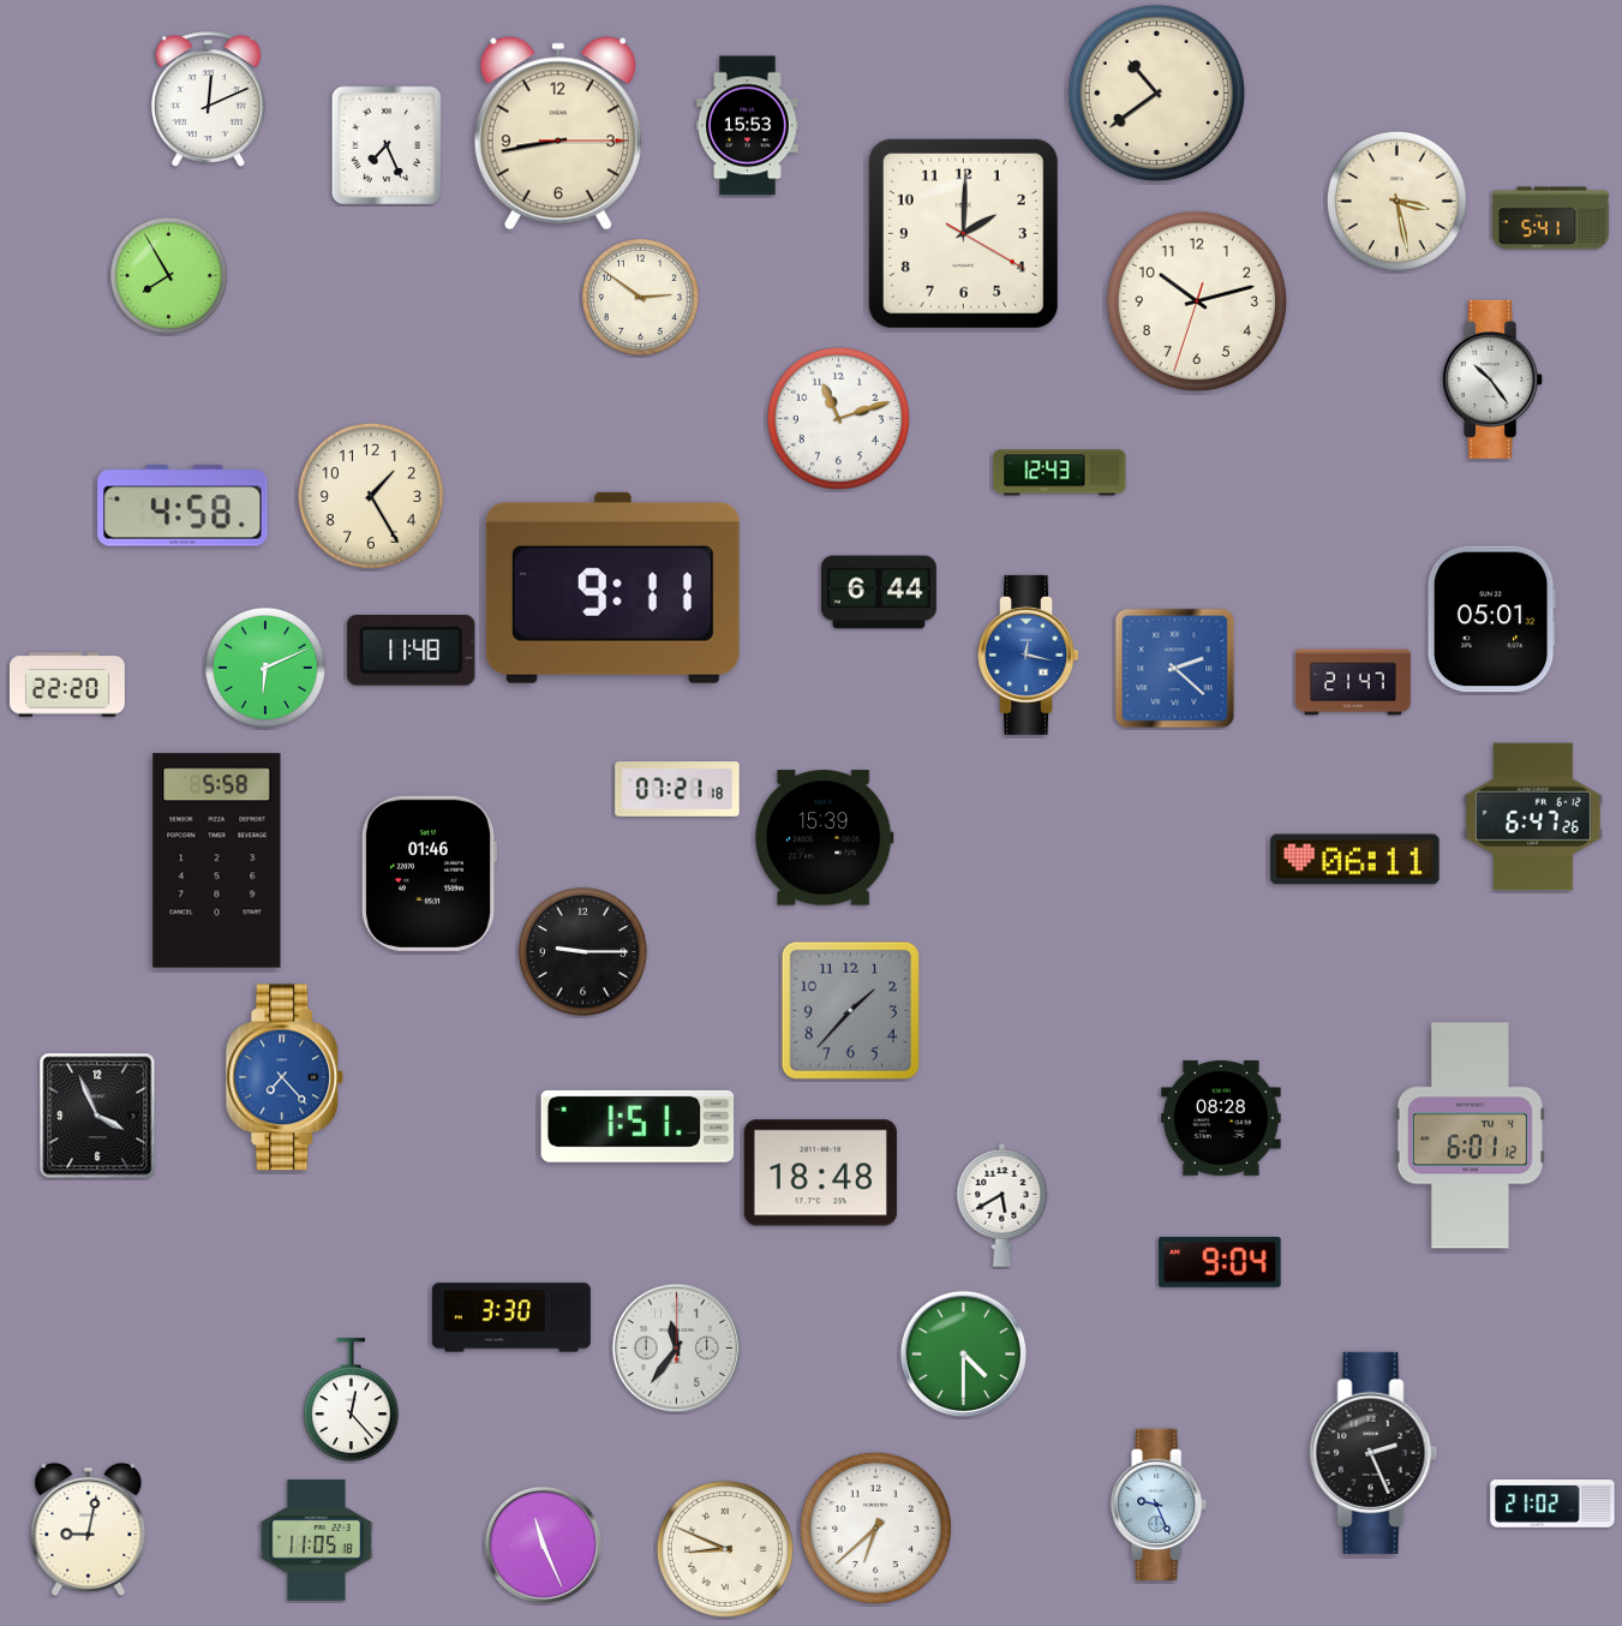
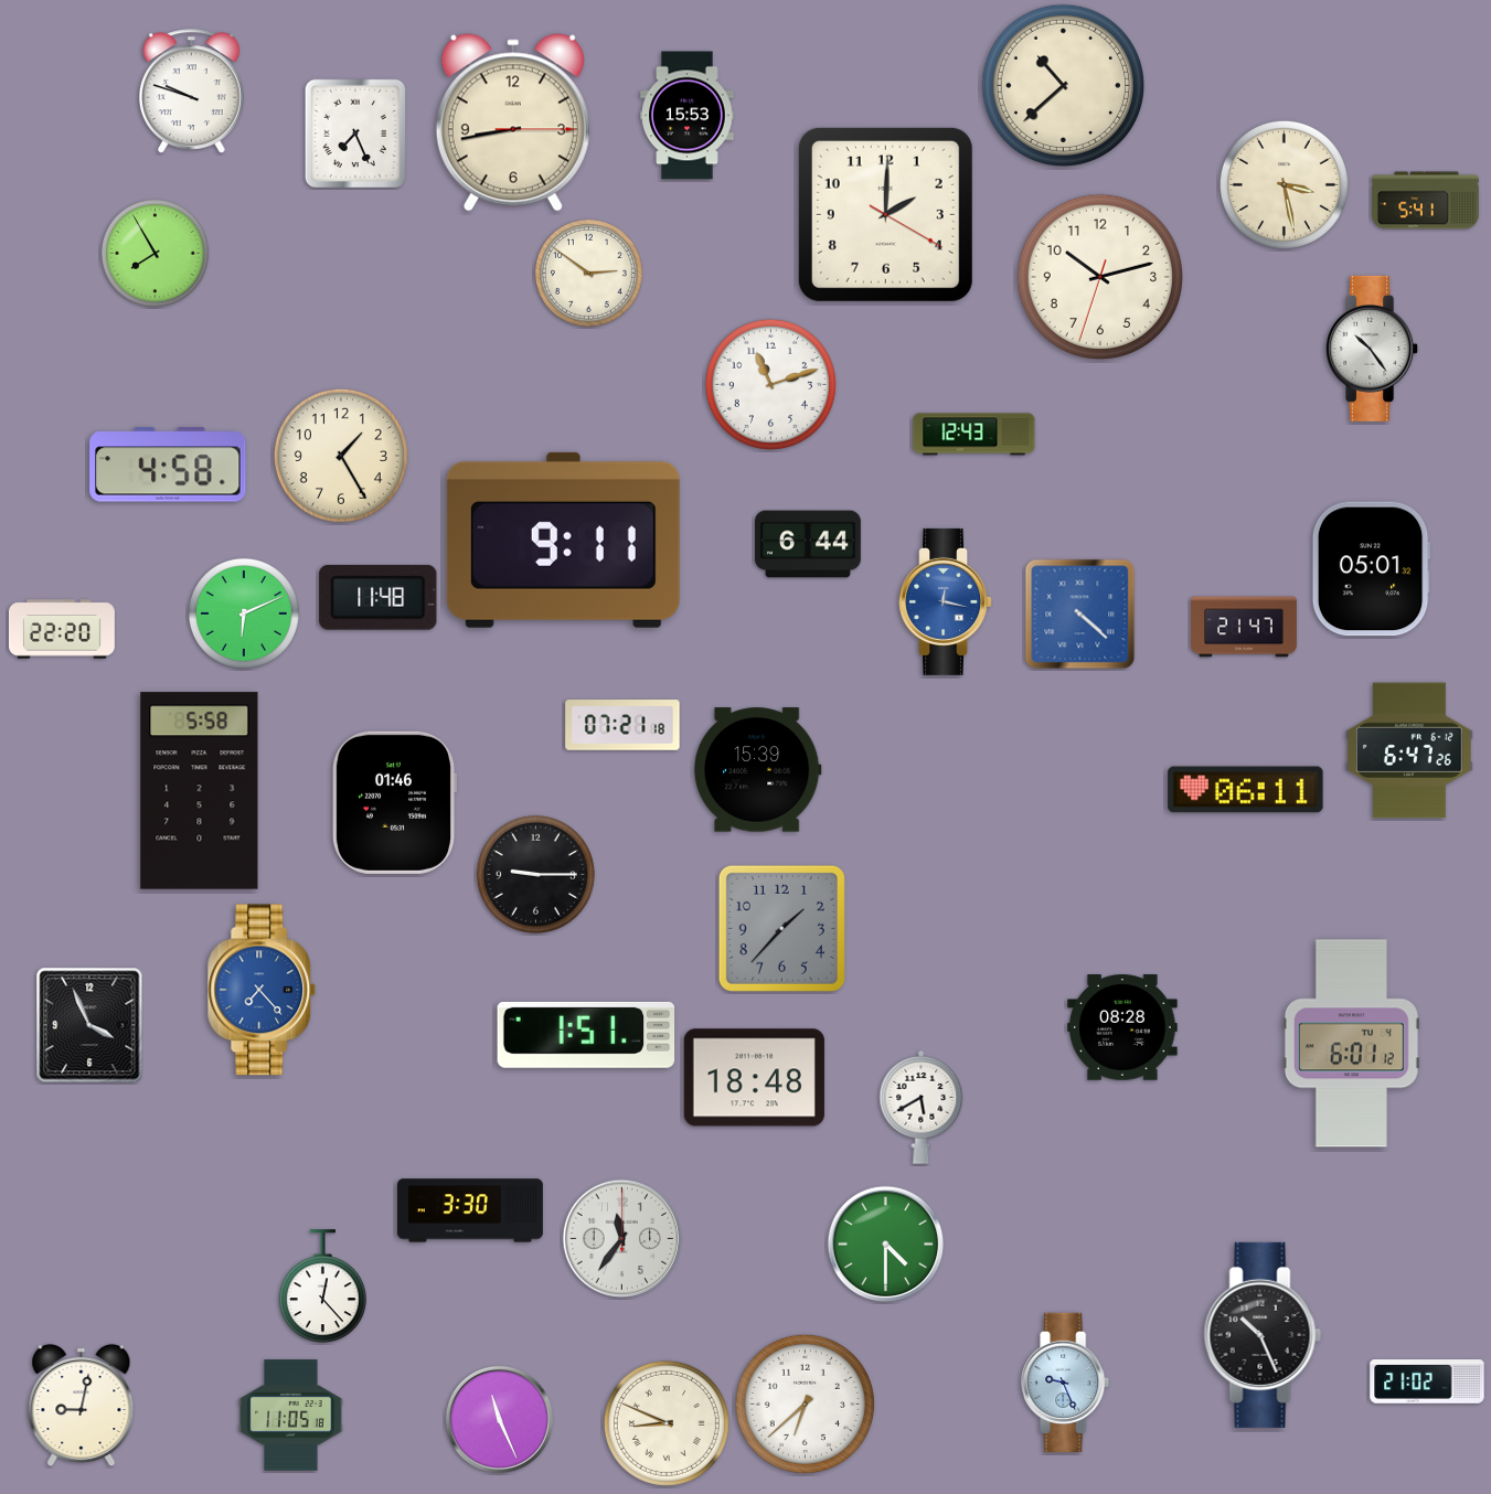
clock at (1156, 92): 10:39 -> 10:38
clock at (208, 100): 12:11 -> 9:48
clock at (1175, 669): 2:22 -> 4:22
clock at (1220, 1262): 9:04 -> none
clock at (1373, 1453): 2:26 -> 10:26
